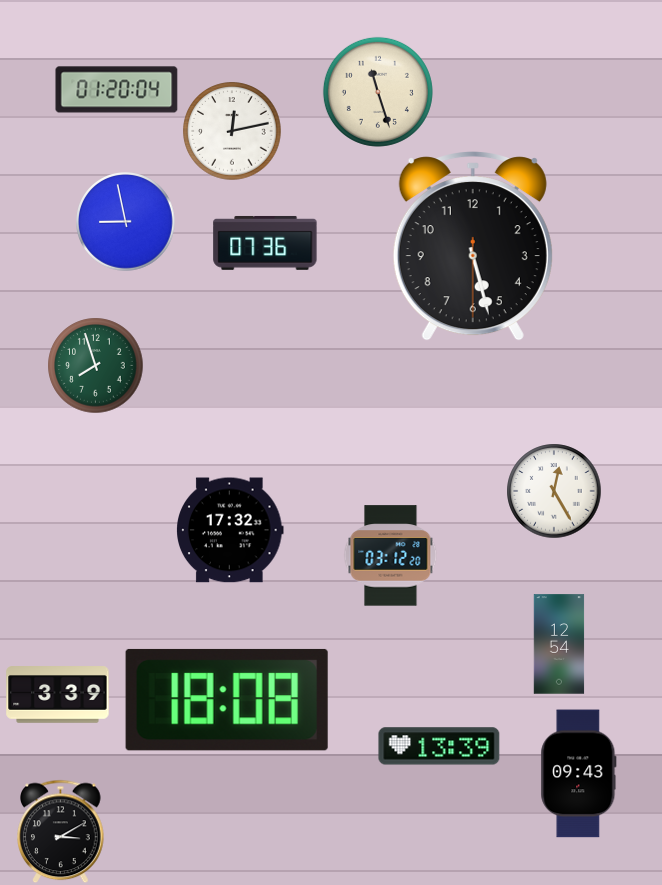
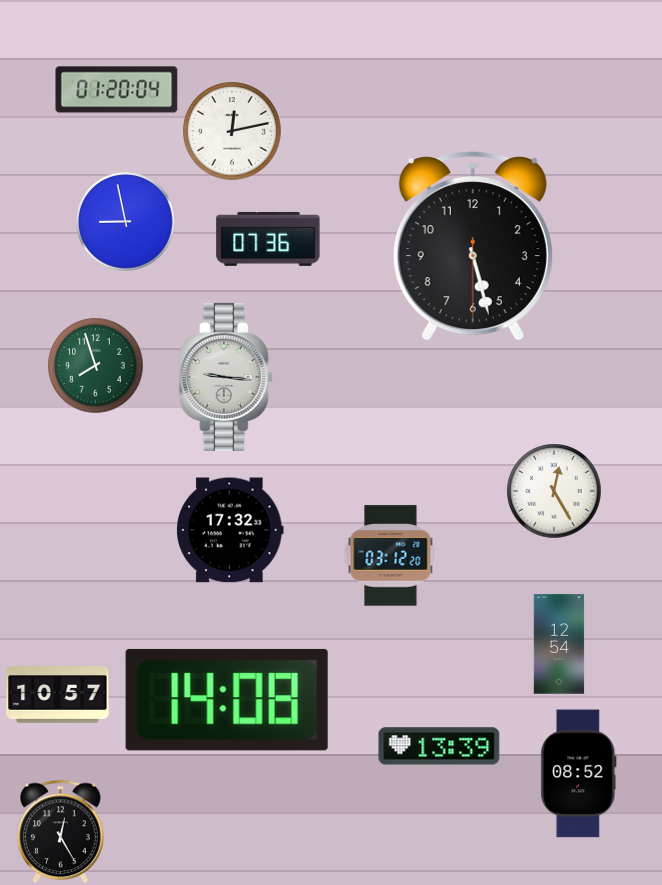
clock at (378, 92): 11:27 -> none
clock at (265, 243) position: (265, 243) -> (268, 239)
clock at (226, 377): none -> 9:16
clock at (58, 695): 3:39 -> 10:57
clock at (227, 700): 18:08 -> 14:08
clock at (579, 774): 09:43 -> 08:52
clock at (61, 831): 3:10 -> 12:25
